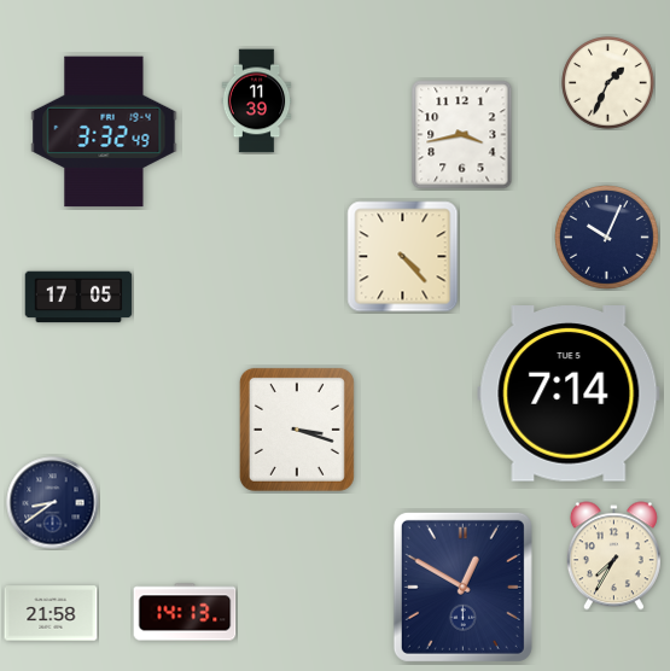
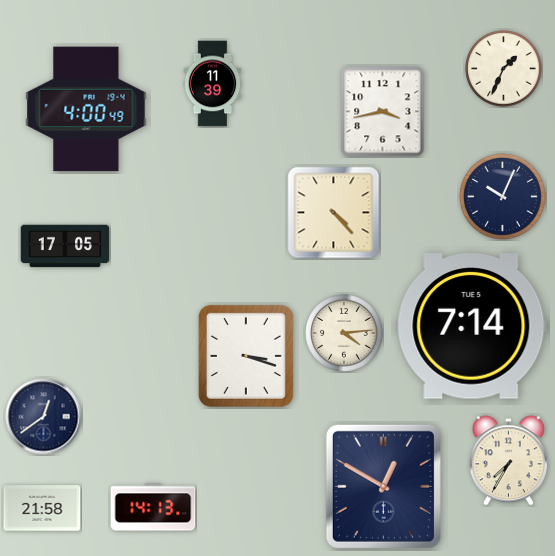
clock at (104, 132): 3:32 -> 4:00
clock at (344, 333): none -> 4:14
clock at (53, 503): 8:39 -> 12:39
